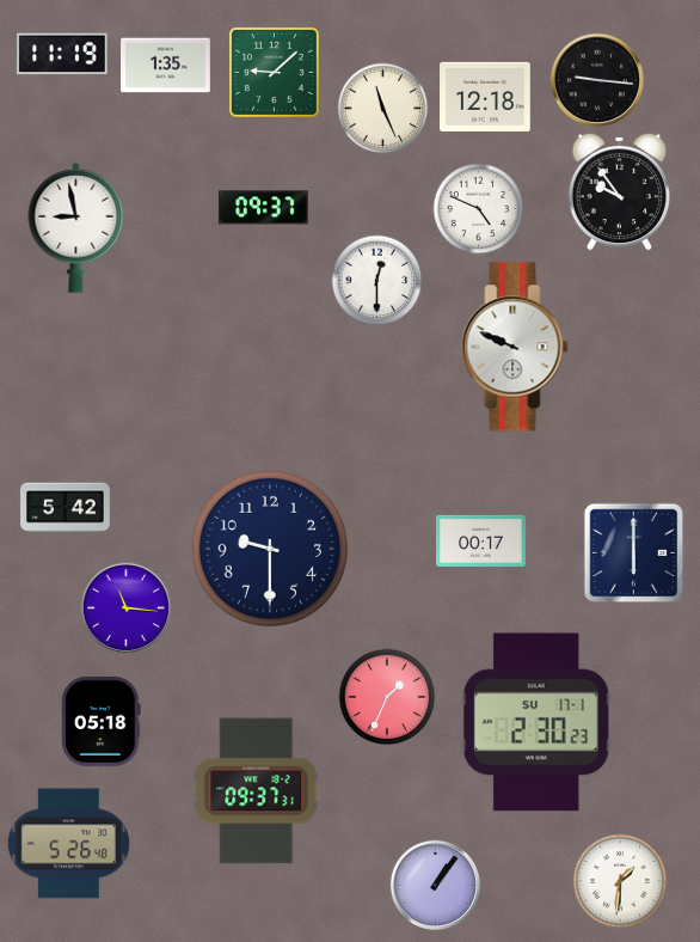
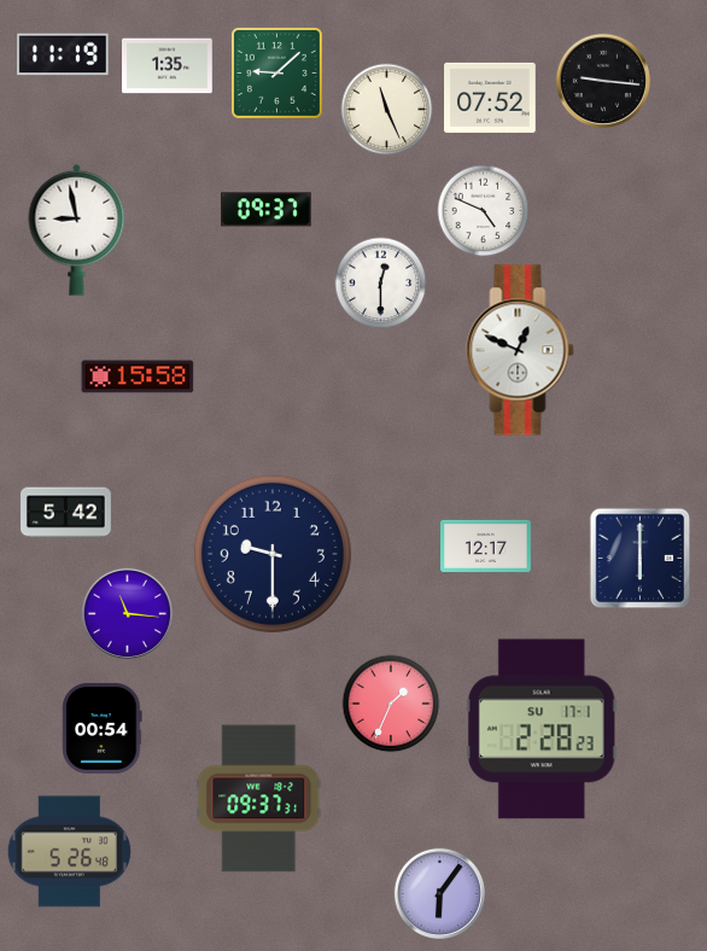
clock at (485, 97): 12:18 -> 07:52
clock at (619, 191): 9:54 -> none
clock at (515, 347): 9:49 -> 12:49
clock at (138, 377): none -> 15:58
clock at (481, 540): 00:17 -> 12:17
clock at (102, 721): 05:18 -> 00:54
clock at (536, 722): 2:30 -> 2:28
clock at (620, 881): 1:31 -> none
clock at (435, 885): 1:06 -> 6:06
